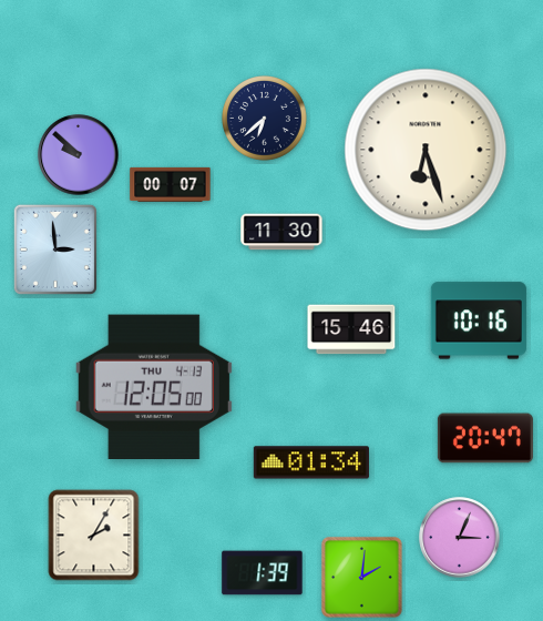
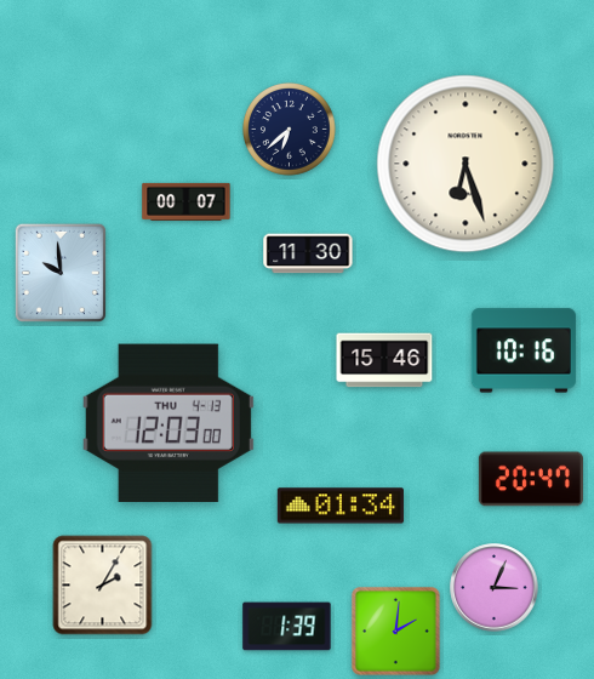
clock at (79, 155): 9:52 -> none
clock at (55, 250): 2:59 -> 9:59
clock at (154, 386): 12:05 -> 12:03
clock at (460, 538) position: (460, 538) -> (495, 588)
